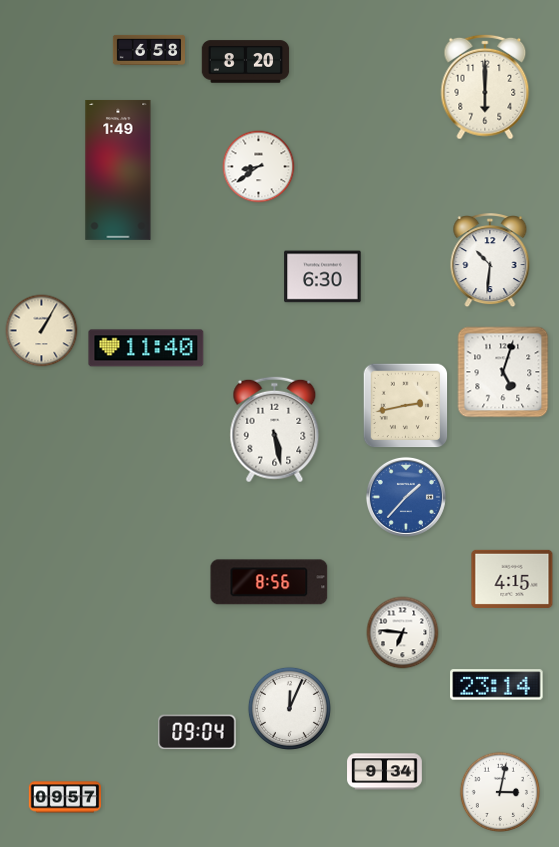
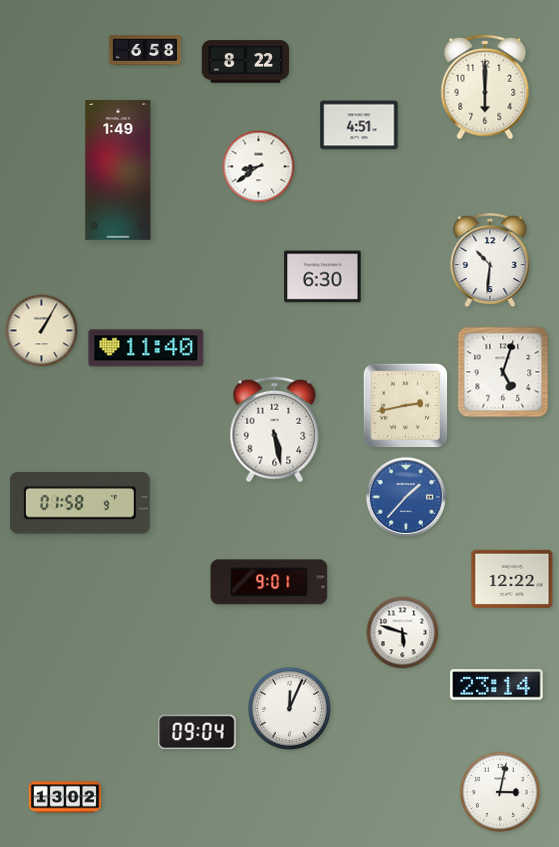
clock at (148, 50) position: (148, 50) -> (144, 50)
clock at (246, 62): 8:20 -> 8:22
clock at (359, 125): none -> 4:51
clock at (80, 503): none -> 01:58
clock at (512, 579): 4:15 -> 12:22
clock at (269, 582): 8:56 -> 9:01
clock at (403, 633): 6:46 -> 5:48
clock at (385, 772): 9:34 -> none
clock at (64, 797): 09:57 -> 13:02
